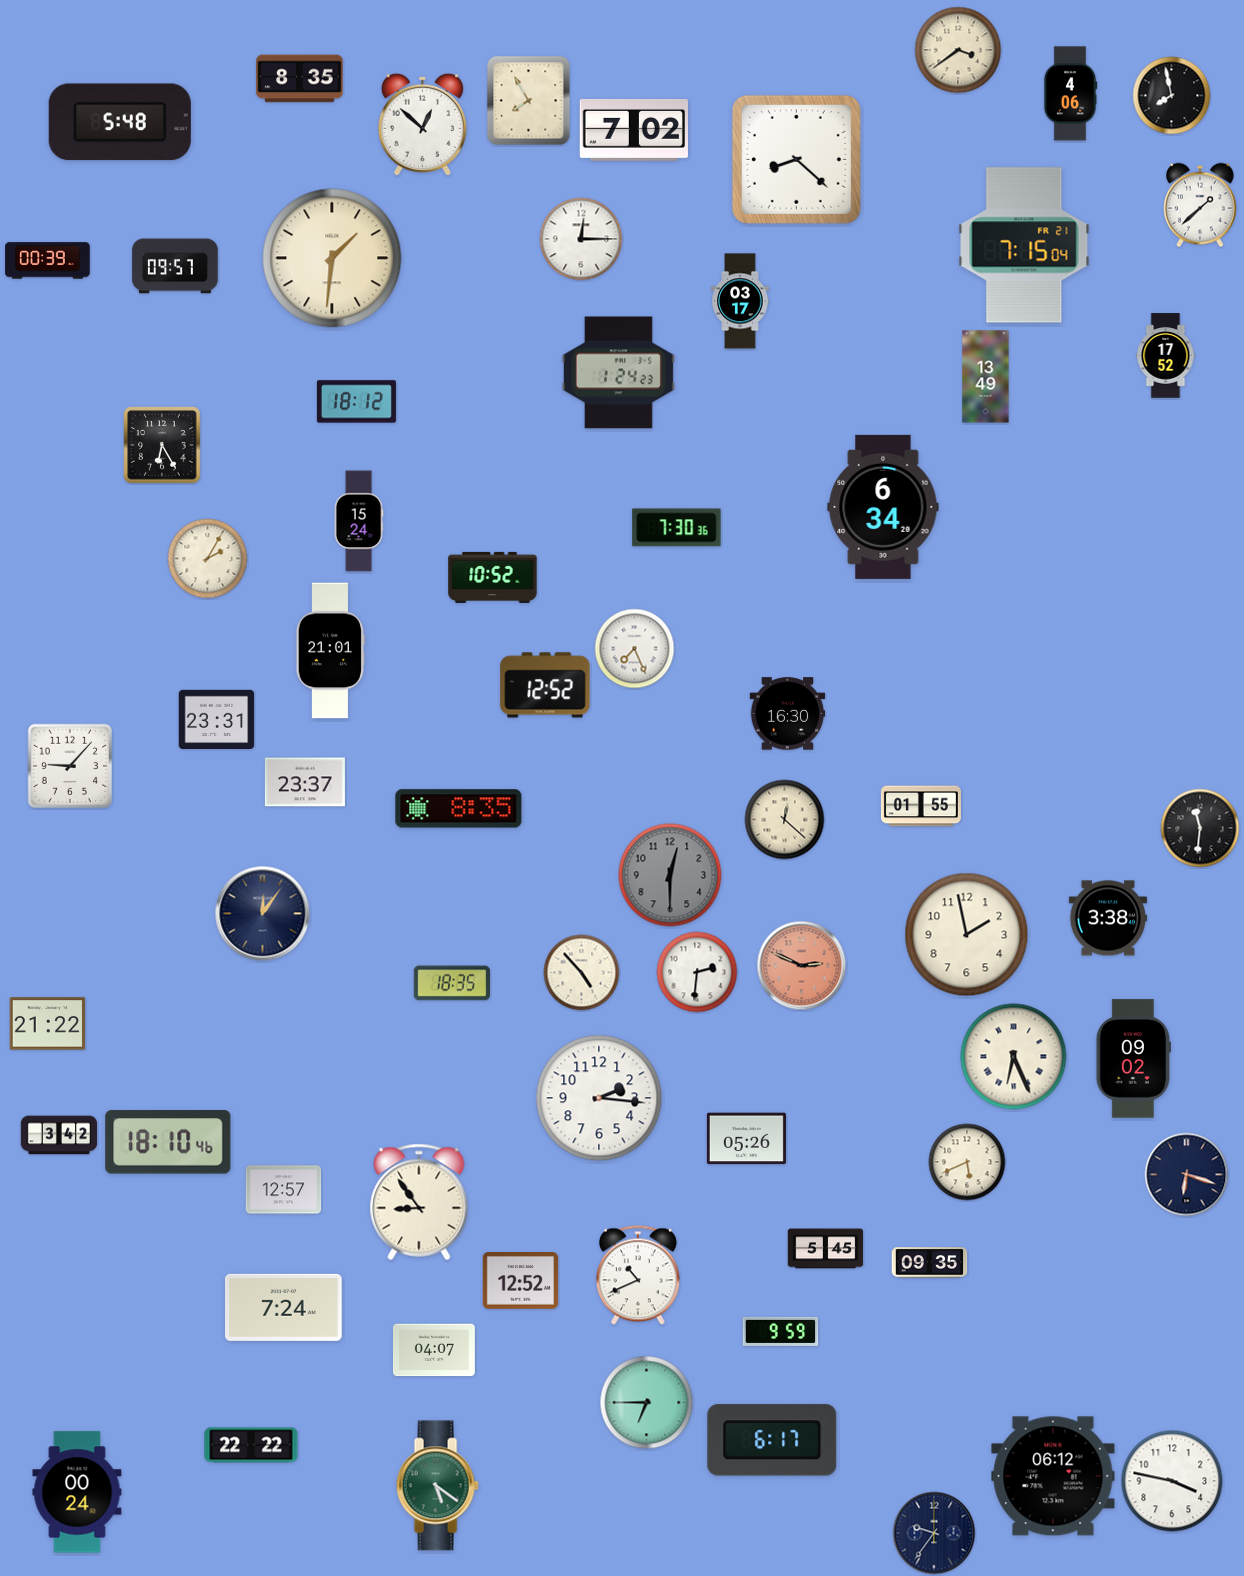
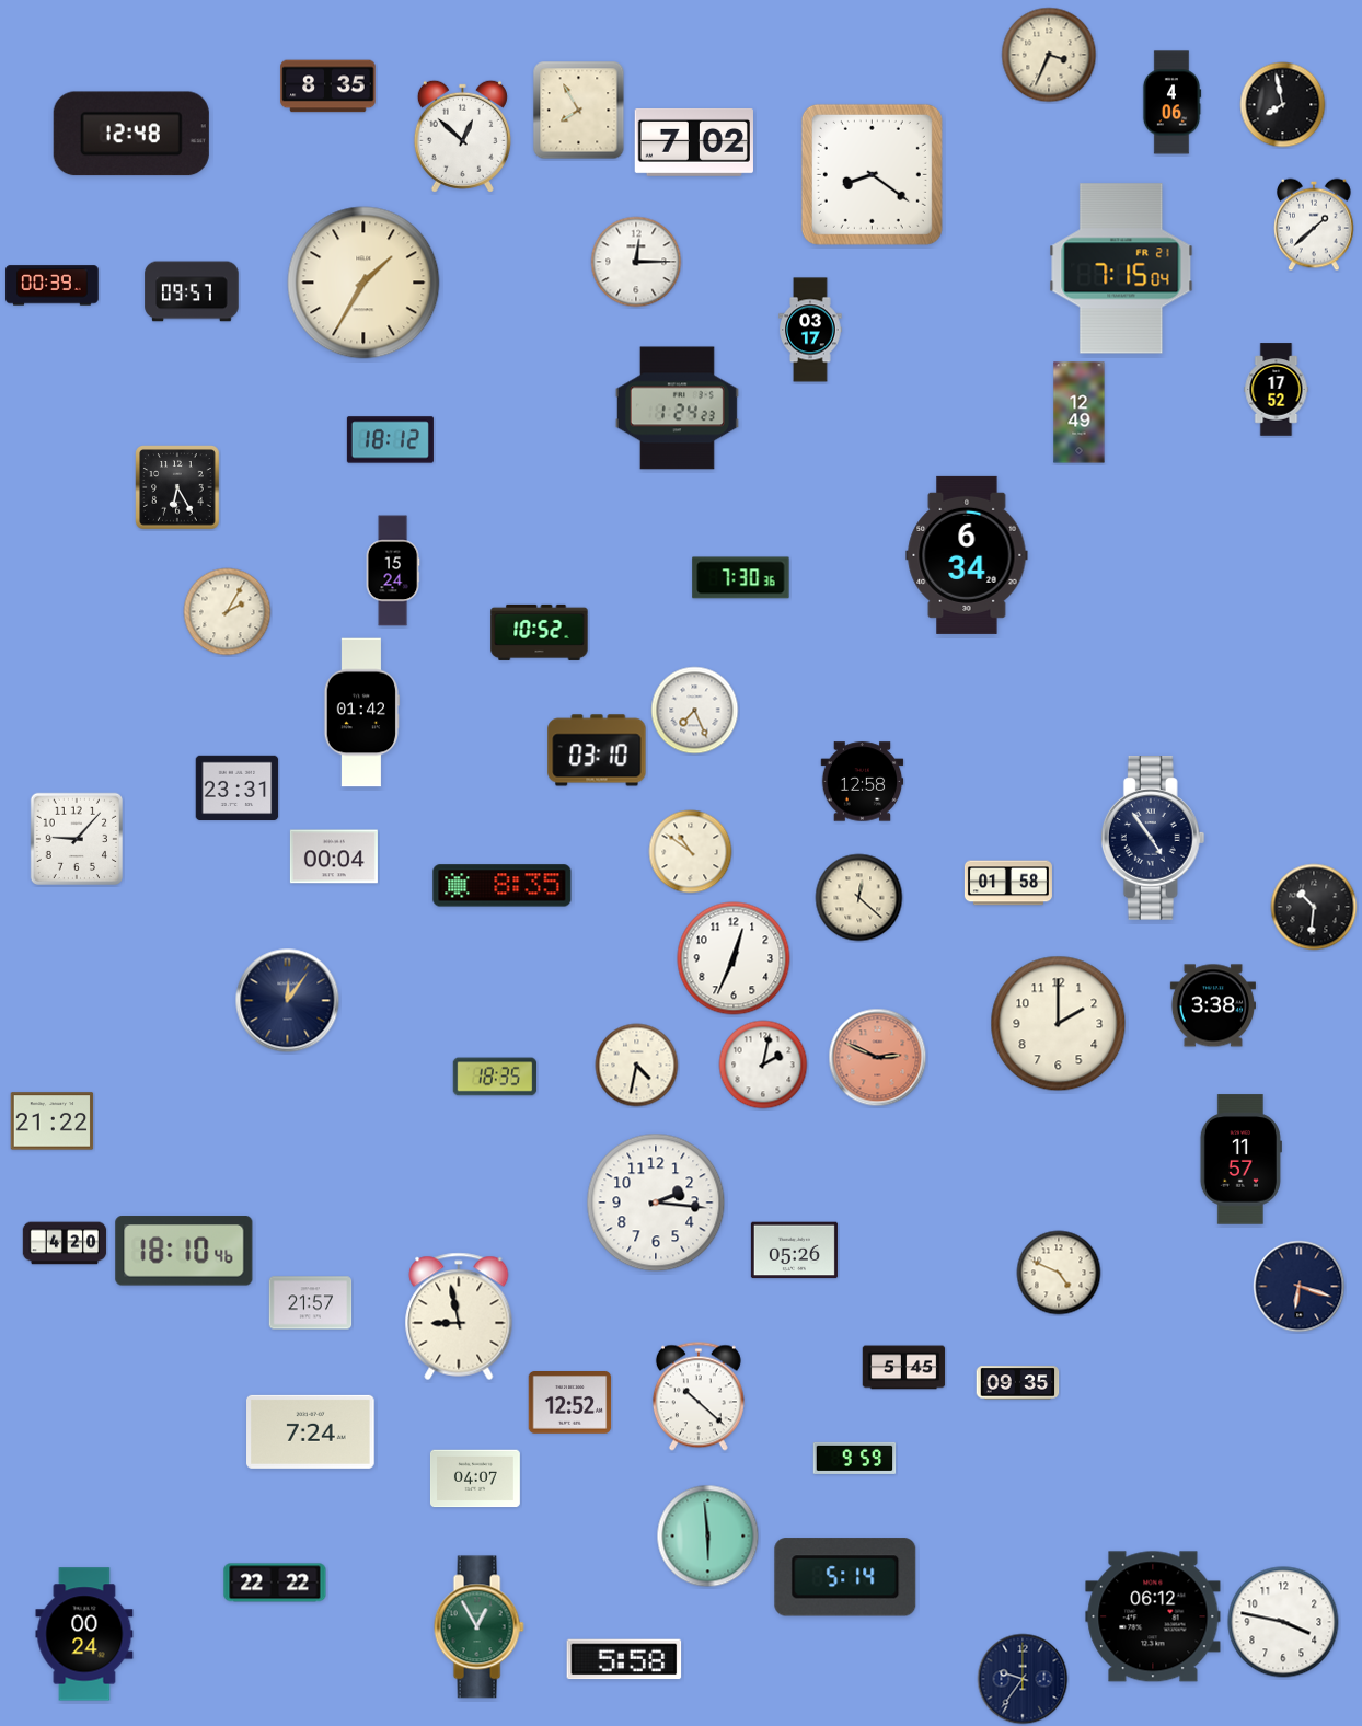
clock at (958, 50): 3:39 -> 3:34
clock at (120, 122): 5:48 -> 12:48
clock at (796, 159): 8:22 -> 8:21
clock at (332, 258): 1:31 -> 1:35
clock at (986, 377): 13:49 -> 12:49
clock at (330, 651): 21:01 -> 01:42
clock at (545, 685): 12:52 -> 03:10
clock at (788, 714): 16:30 -> 12:58
clock at (1153, 838): none -> 4:54
clock at (691, 852): none -> 10:51
clock at (305, 782): 23:37 -> 00:04
clock at (921, 806): 01:55 -> 01:58
clock at (1200, 828): 11:31 -> 10:31
clock at (670, 875): 12:30 -> 12:34
clock at (670, 875) dial: grey -> white
clock at (967, 935): 1:58 -> 2:00
clock at (697, 972): 2:31 -> 2:02
clock at (582, 973): 4:53 -> 4:32
clock at (1014, 1057): 6:26 -> none
clock at (1133, 1059): 09:02 -> 11:57
clock at (59, 1135): 3:42 -> 4:20
clock at (746, 1139) position: (746, 1139) -> (794, 1251)
clock at (967, 1162): 5:41 -> 4:49
clock at (284, 1190): 12:57 -> 21:57
clock at (419, 1202): 8:54 -> 8:58
clock at (638, 1275): 10:41 -> 10:22
clock at (647, 1403): 6:45 -> 5:59
clock at (772, 1440): 6:17 -> 5:14
clock at (437, 1486): 5:21 -> 12:55
clock at (624, 1659): none -> 5:58
